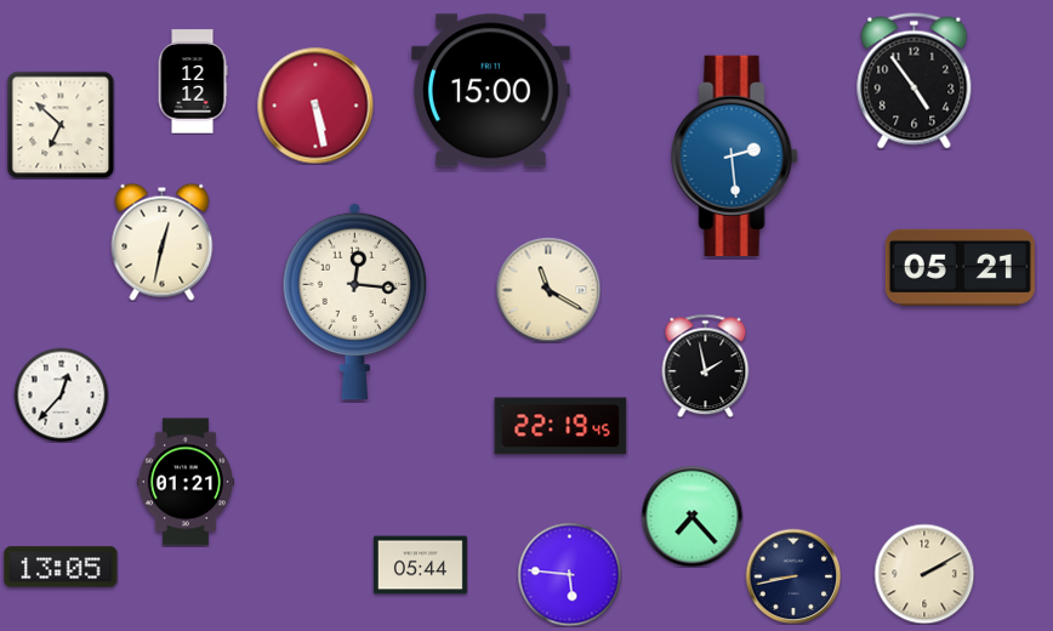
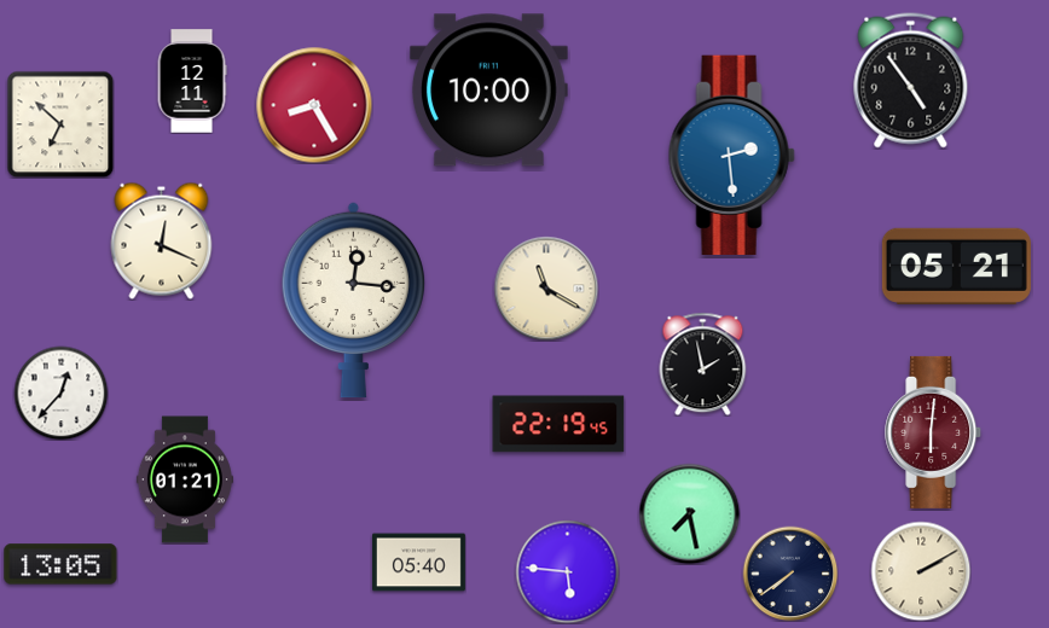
clock at (193, 81): 12:12 -> 12:11
clock at (491, 91): 15:00 -> 10:00
clock at (315, 106): 5:28 -> 8:25
clock at (163, 241): 12:32 -> 12:19
clock at (934, 432): none -> 6:01
clock at (691, 516): 7:23 -> 7:28
clock at (420, 565): 05:44 -> 05:40
clock at (793, 576): 8:43 -> 7:39
